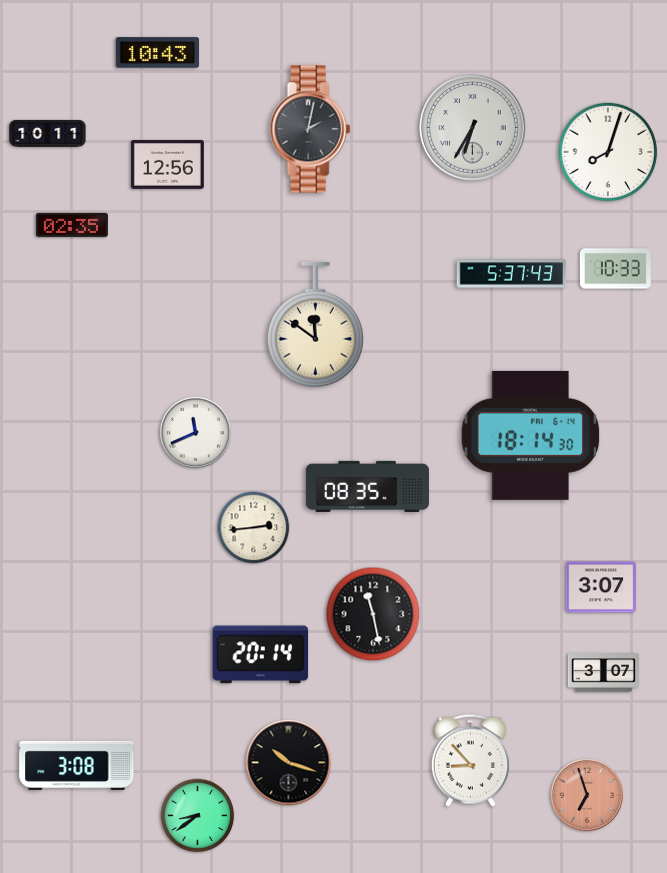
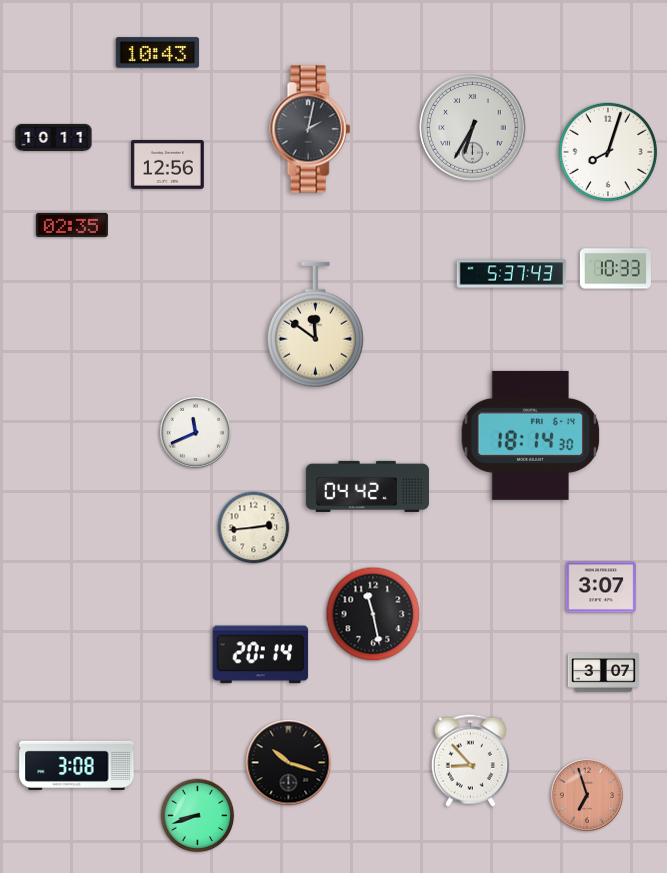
clock at (48, 133) position: (48, 133) -> (54, 137)
clock at (367, 486): 08:35 -> 04:42
clock at (198, 816): 8:39 -> 8:42
